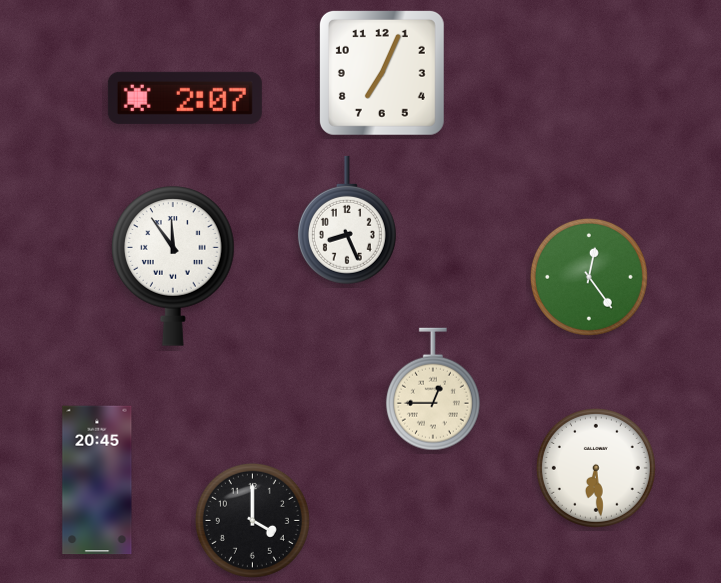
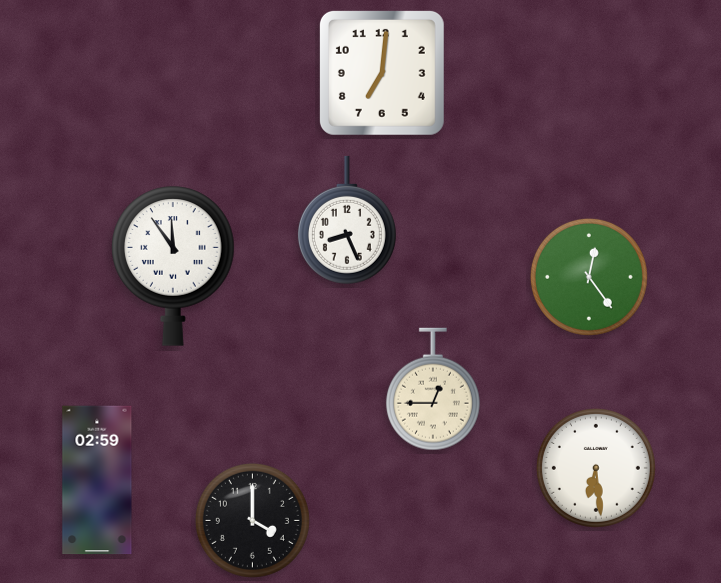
clock at (382, 73): 7:04 -> 7:01
clock at (185, 98): 2:07 -> none
clock at (97, 480): 20:45 -> 02:59
